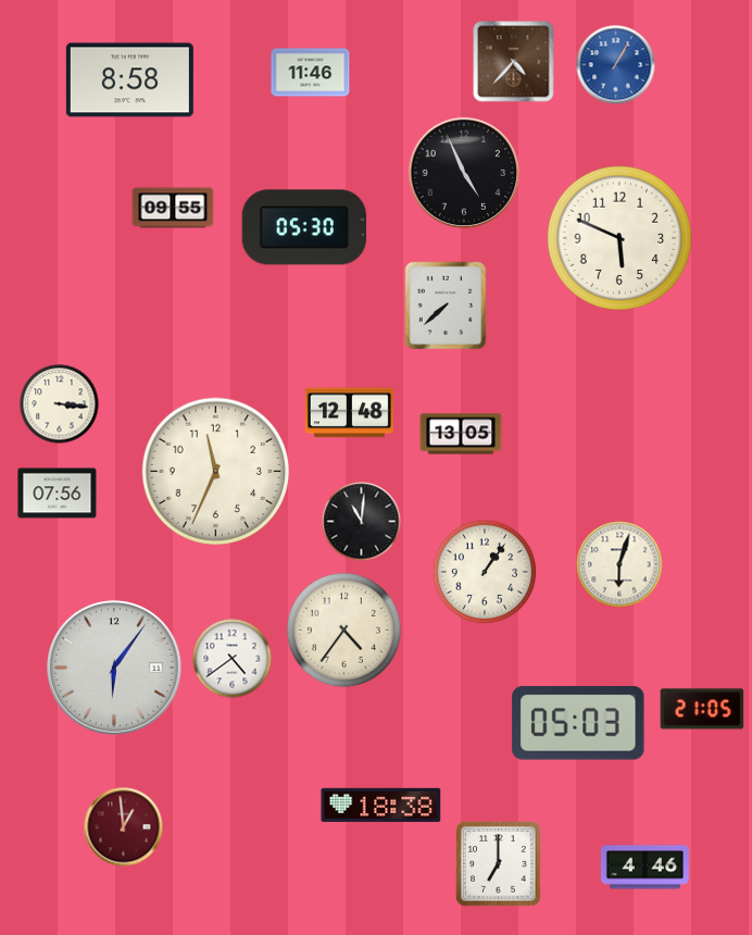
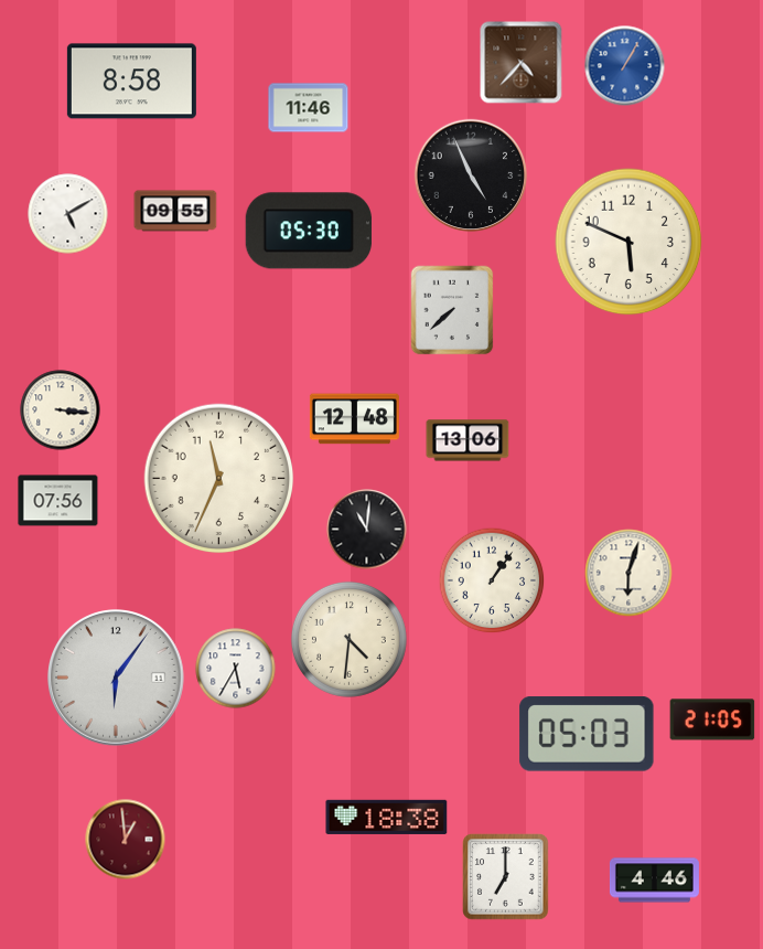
clock at (311, 73) position: (311, 73) -> (309, 108)
clock at (68, 214): none -> 5:10
clock at (461, 434): 13:05 -> 13:06
clock at (343, 629): 4:36 -> 4:31
clock at (233, 659): 4:39 -> 5:35
